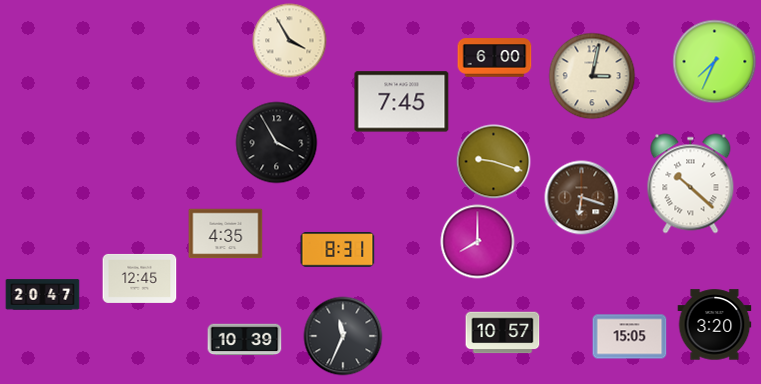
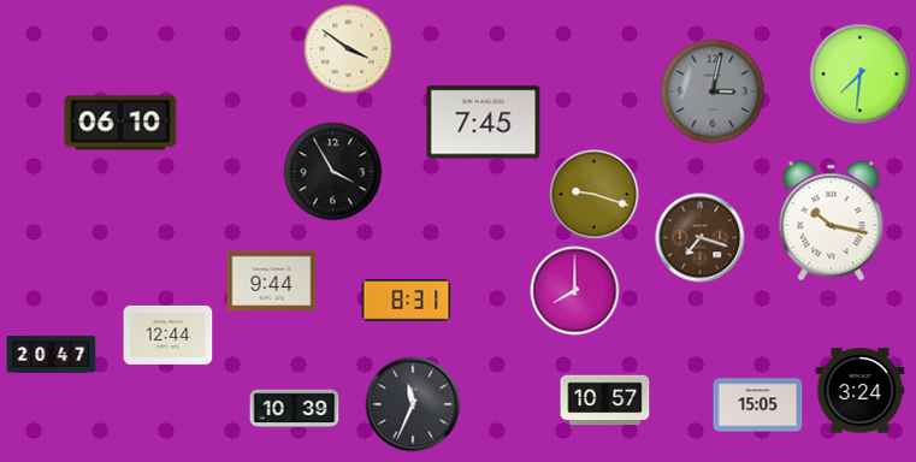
clock at (290, 41): 3:55 -> 3:51
clock at (495, 58): 6:00 -> none
clock at (715, 62): 7:34 -> 7:31
clock at (592, 76) dial: cream -> grey
clock at (120, 123): none -> 06:10
clock at (691, 184): 10:22 -> 10:17
clock at (582, 198): 6:18 -> 7:18
clock at (226, 234): 4:35 -> 9:44
clock at (140, 278): 12:45 -> 12:44
clock at (715, 325): 3:20 -> 3:24
